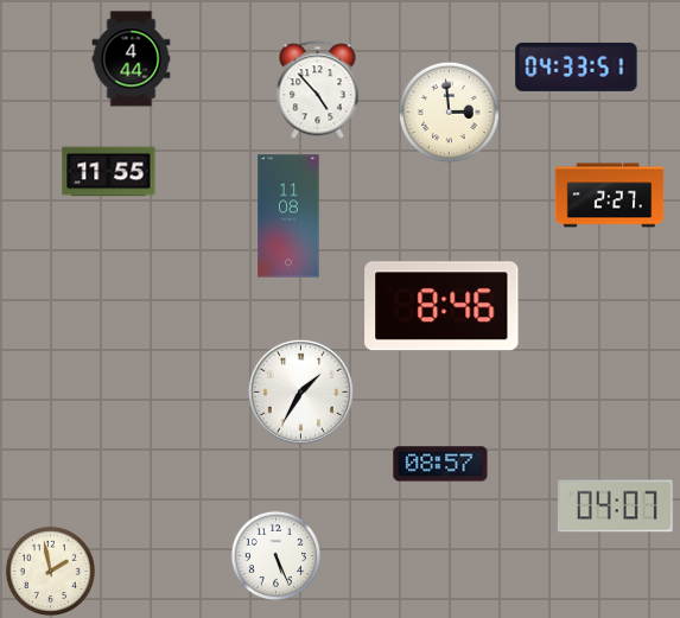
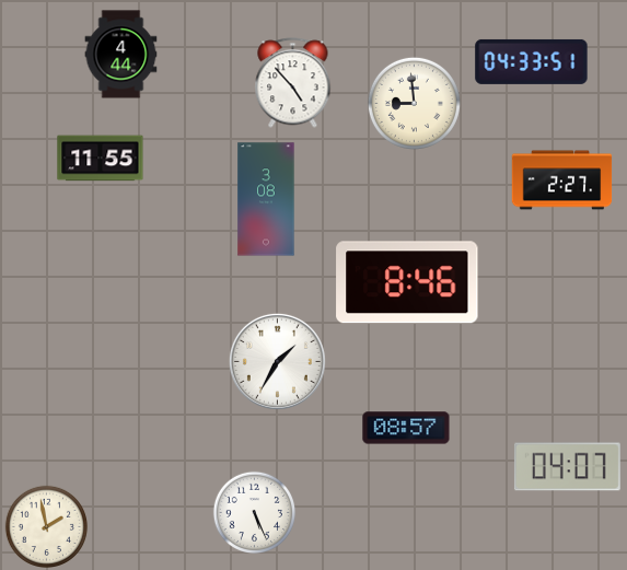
clock at (449, 112): 2:59 -> 8:59
clock at (288, 216): 11:08 -> 3:08
